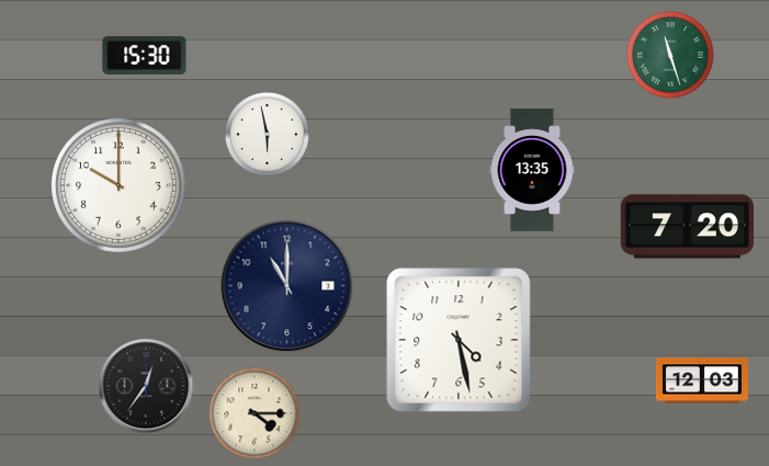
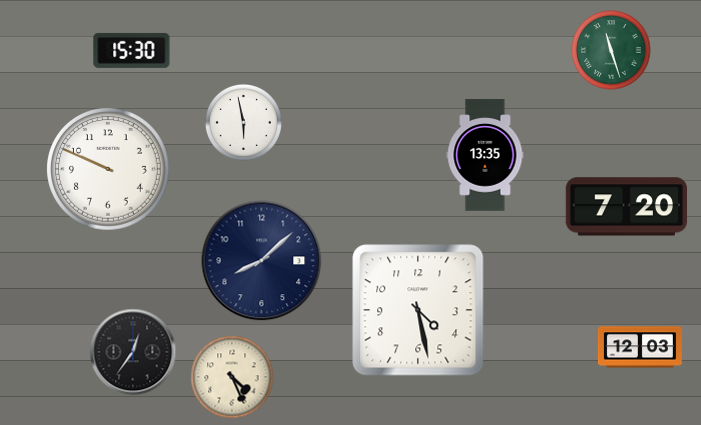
clock at (118, 185): 10:00 -> 9:49
clock at (287, 286): 11:00 -> 8:08
clock at (255, 413): 4:15 -> 4:26
